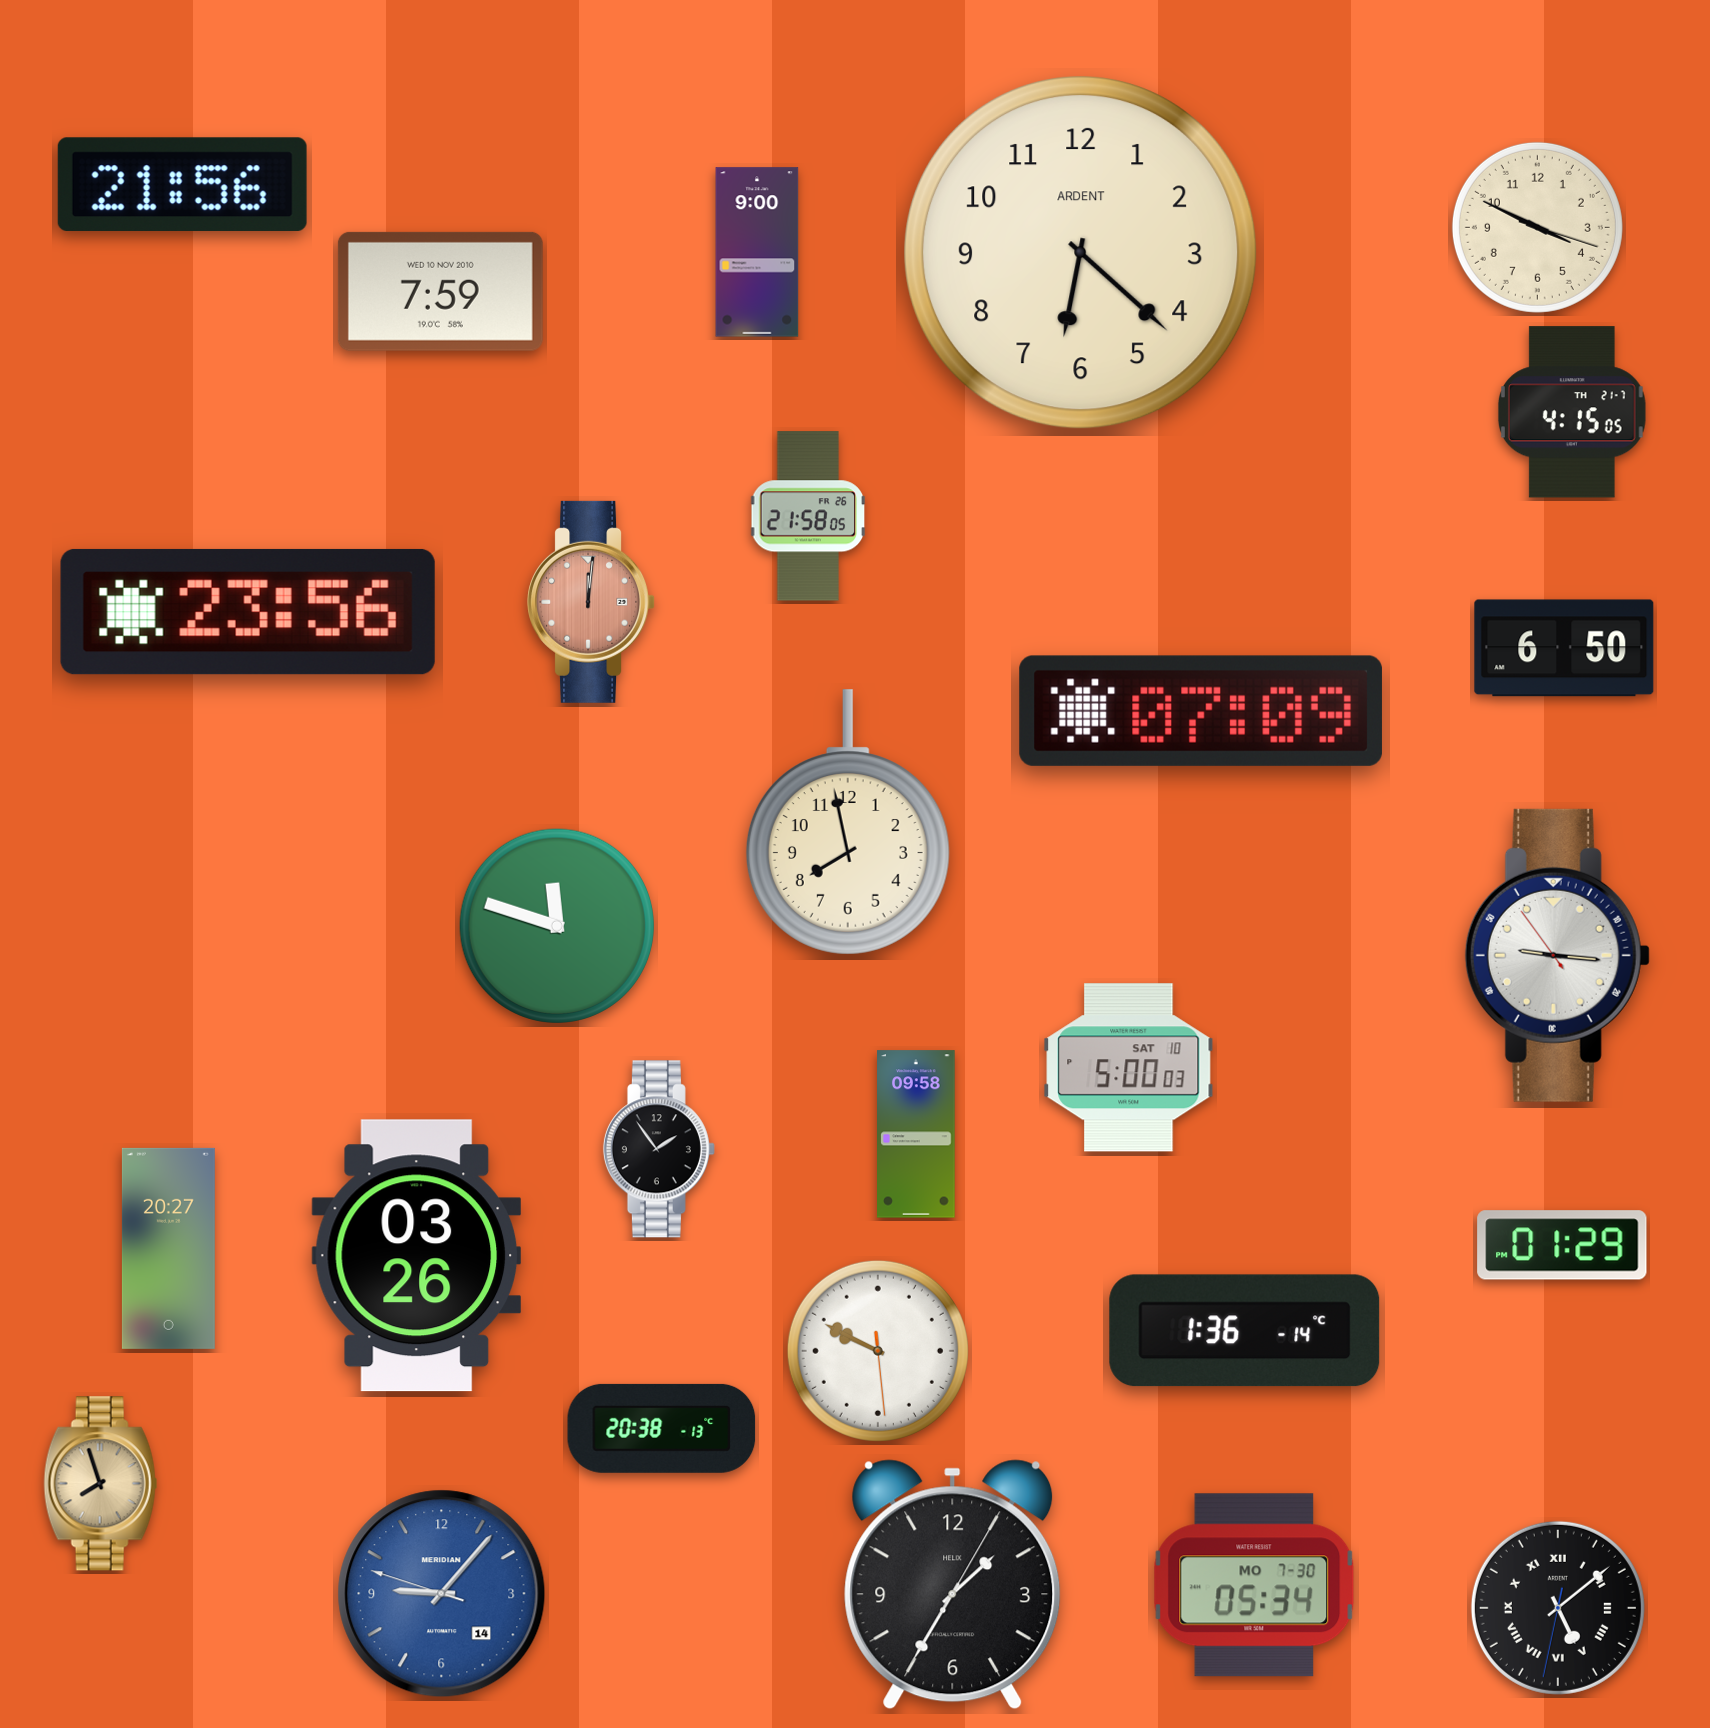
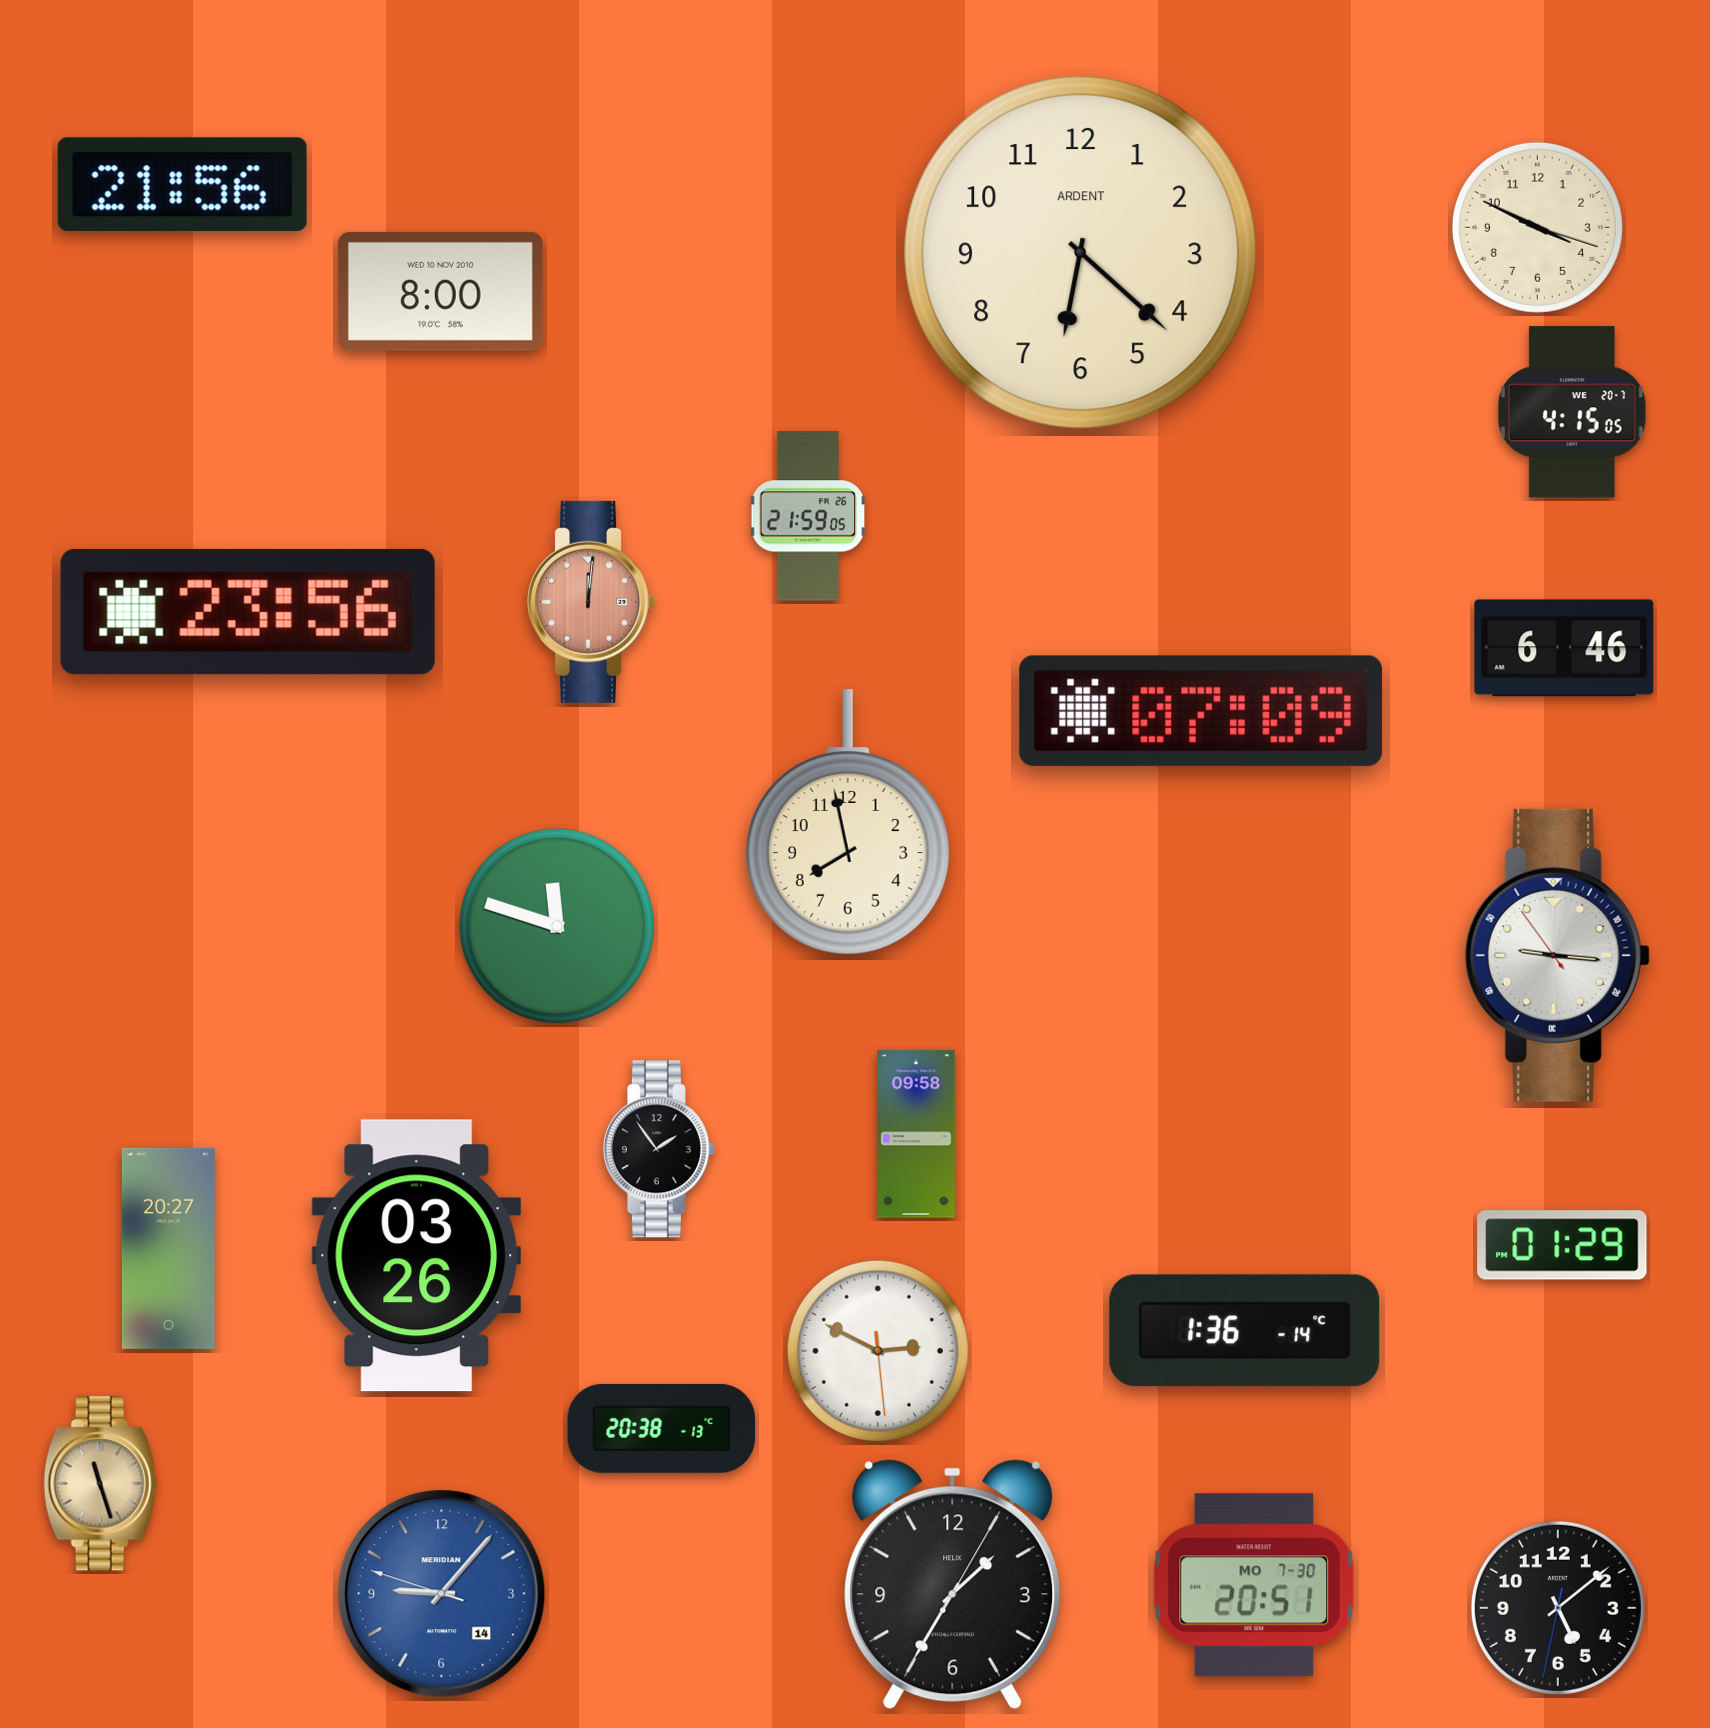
clock at (757, 252): 9:00 -> none
clock at (440, 291): 7:59 -> 8:00
clock at (1572, 412) date: TH 21-7 -> WE 20-7
clock at (808, 516): 21:58 -> 21:59
clock at (1564, 648): 6:50 -> 6:46
clock at (1129, 1068): 5:00 -> none
clock at (878, 1351): 9:49 -> 2:49
clock at (101, 1484): 7:57 -> 11:27
clock at (1254, 1585): 05:34 -> 20:51
clock at (1558, 1608) numerals: Roman -> Arabic
